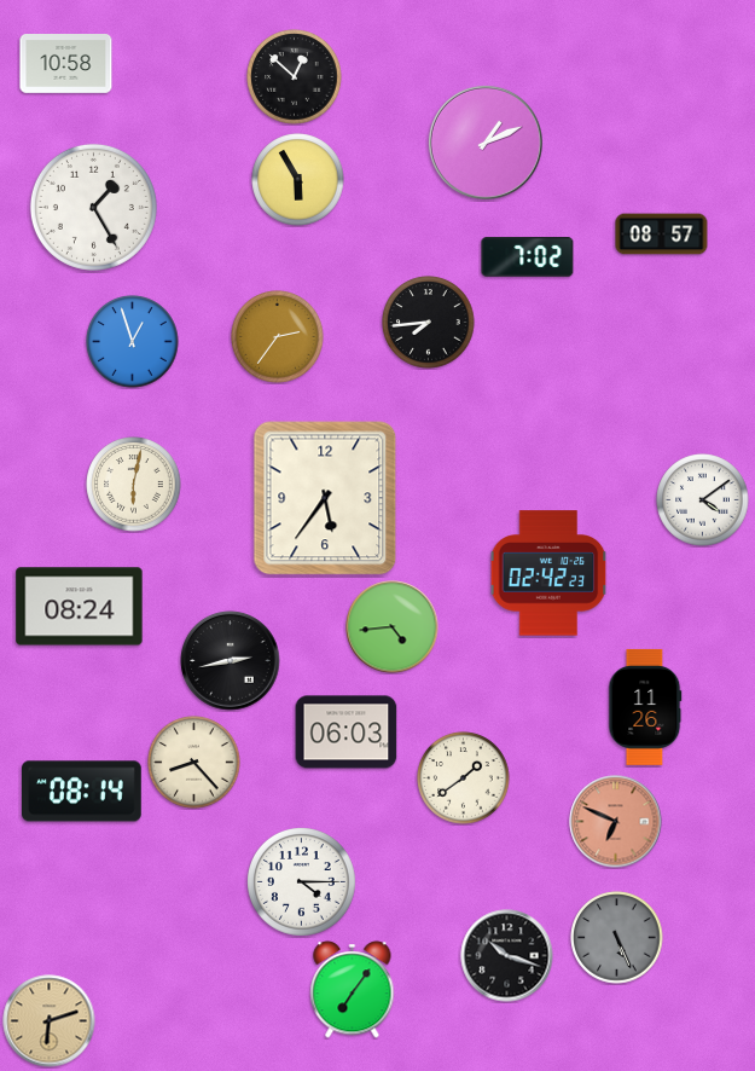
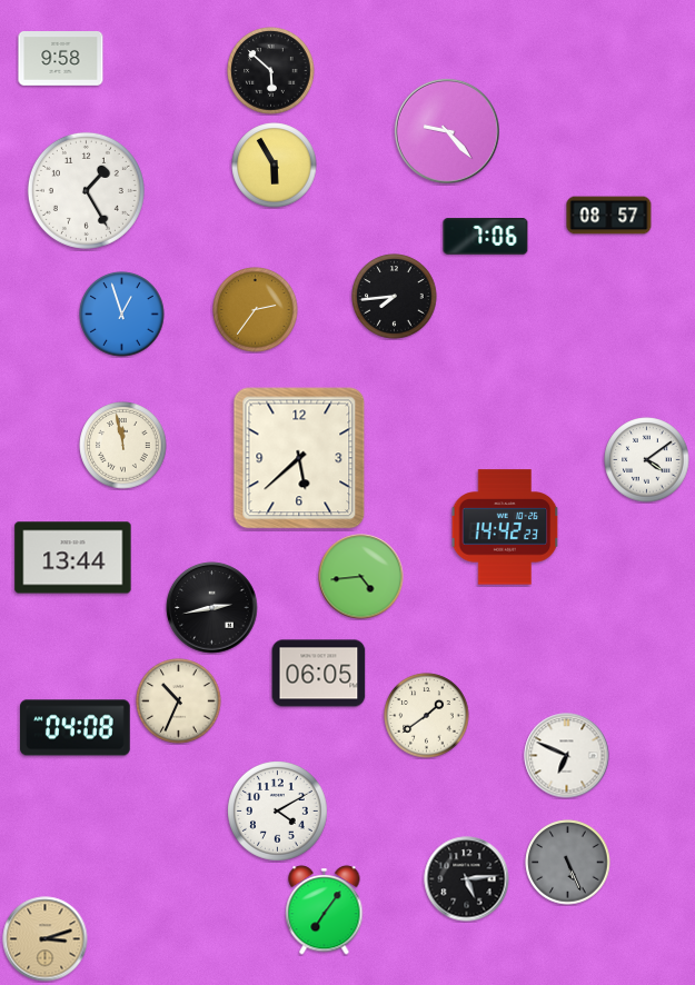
clock at (66, 64): 10:58 -> 9:58
clock at (295, 77): 12:52 -> 5:52
clock at (486, 143): 1:11 -> 9:23
clock at (528, 257): 7:02 -> 7:06
clock at (134, 485): 6:02 -> 11:58
clock at (325, 498): 5:36 -> 5:38
clock at (548, 573): 02:42 -> 14:42
clock at (80, 607): 08:24 -> 13:44
clock at (645, 707): 11:26 -> none
clock at (347, 733): 06:03 -> 06:05
clock at (194, 763): 8:23 -> 10:34
clock at (82, 792): 08:14 -> 04:08
clock at (616, 822) dial: salmon -> white
clock at (302, 882): 4:15 -> 4:10
clock at (507, 956): 10:18 -> 5:14
clock at (50, 1021): 6:12 -> 3:12
